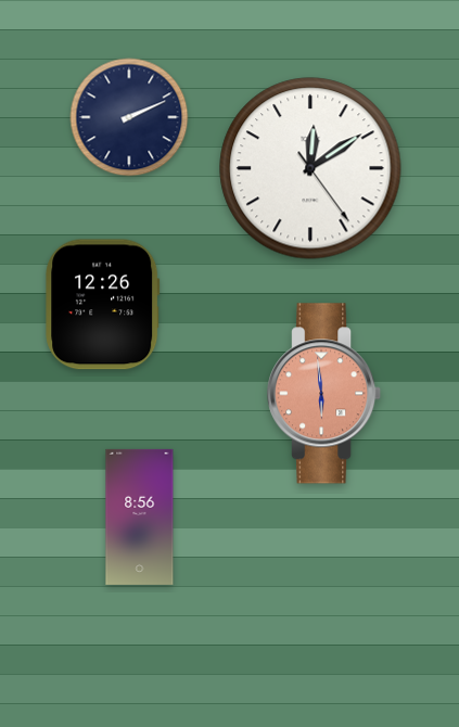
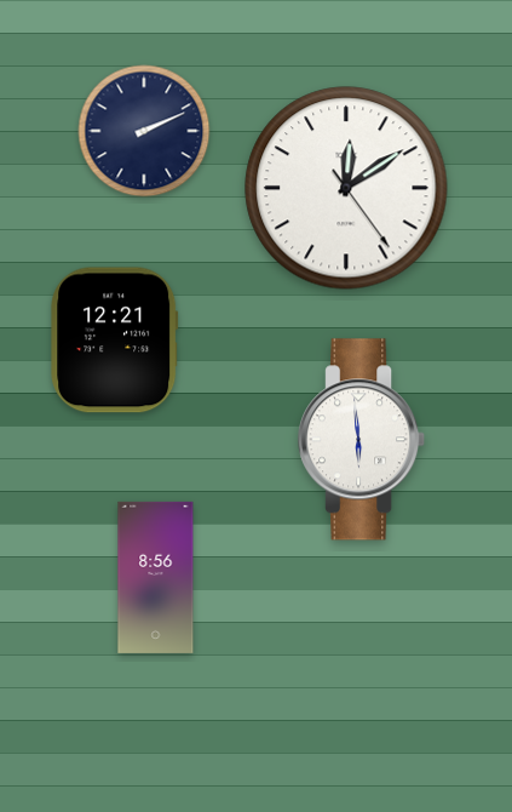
clock at (103, 305): 12:26 -> 12:21
clock at (324, 394) dial: salmon -> white
